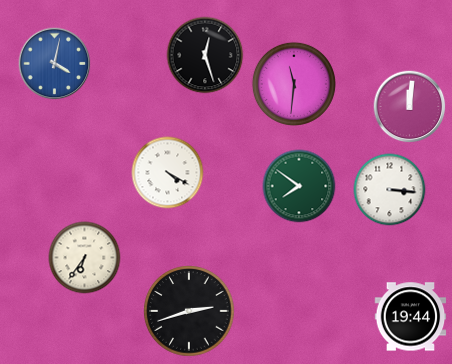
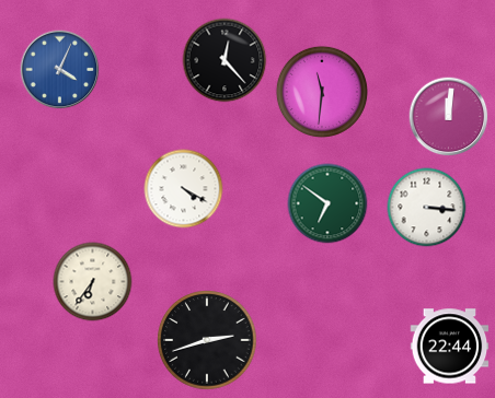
clock at (205, 55): 12:27 -> 12:23
clock at (55, 64): 4:02 -> 4:04
clock at (299, 186): 7:51 -> 6:51
clock at (411, 317): 19:44 -> 22:44
